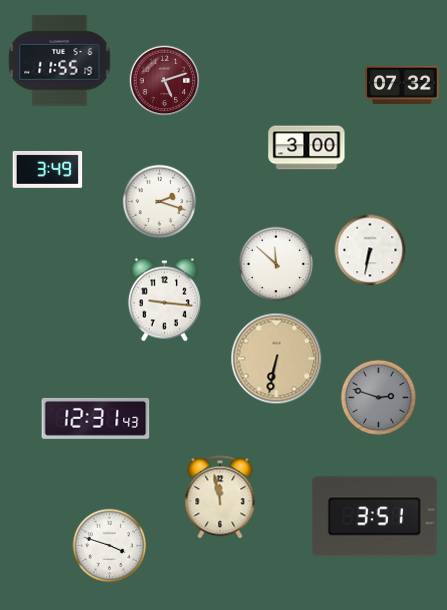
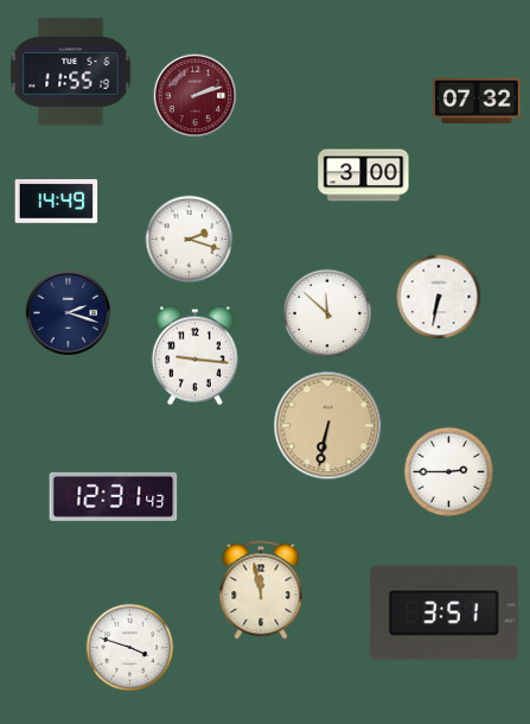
clock at (165, 81): 5:12 -> 2:12
clock at (48, 169): 3:49 -> 14:49
clock at (68, 312): none -> 2:18
clock at (379, 398): 2:48 -> 2:45
clock at (379, 398) dial: grey -> white
